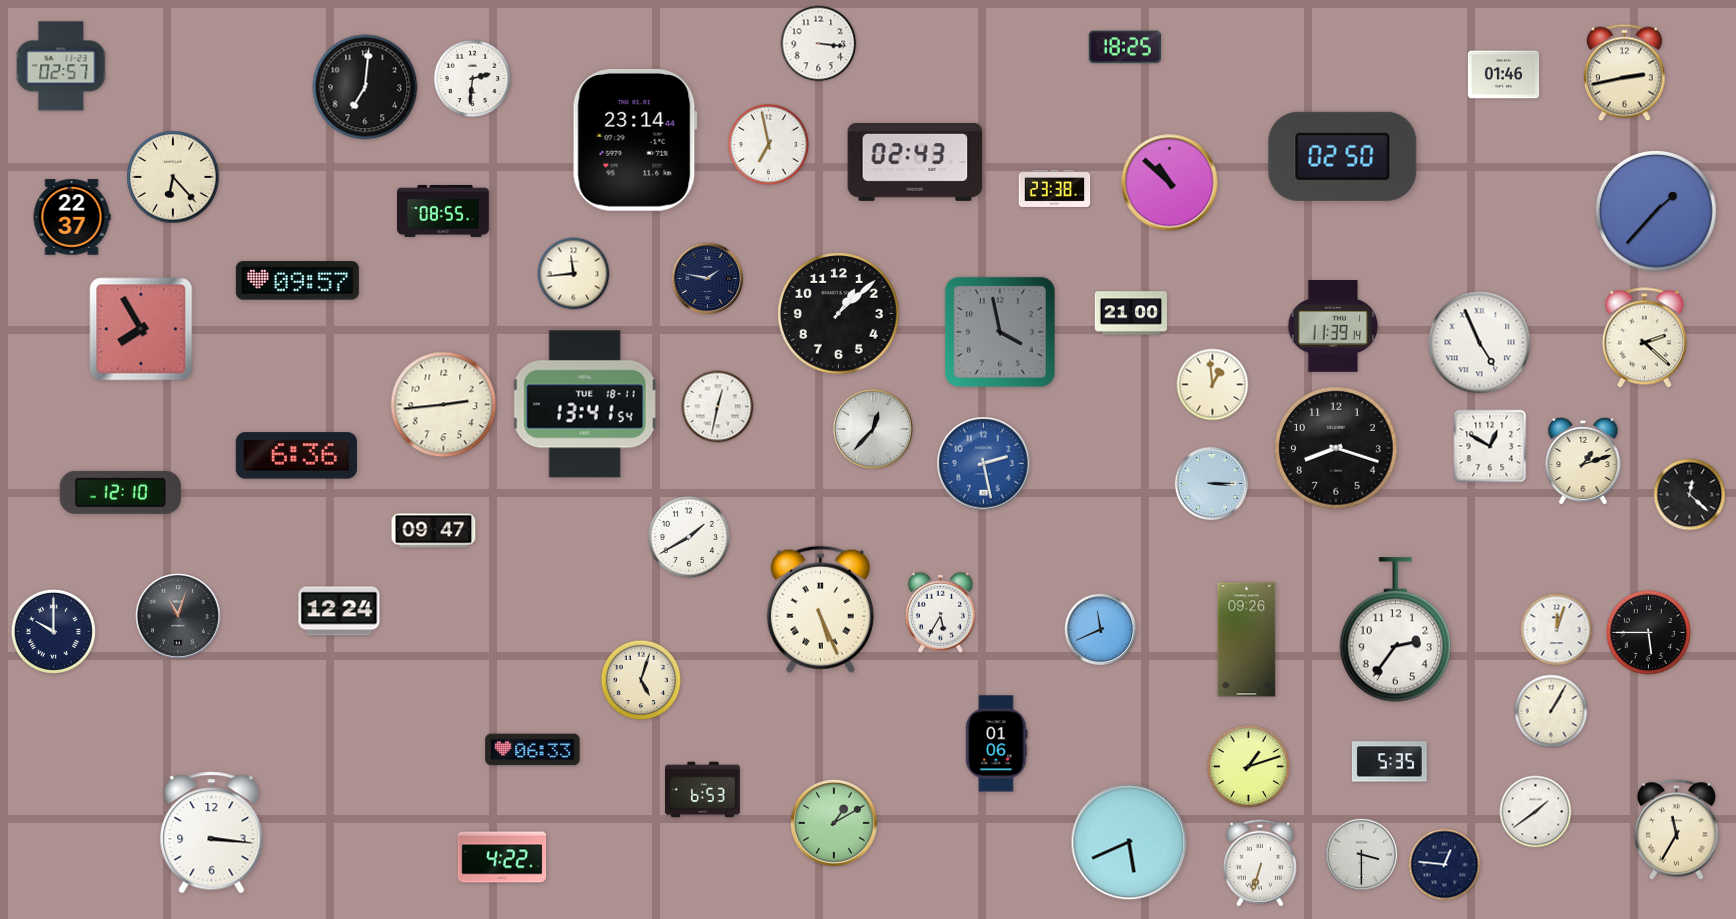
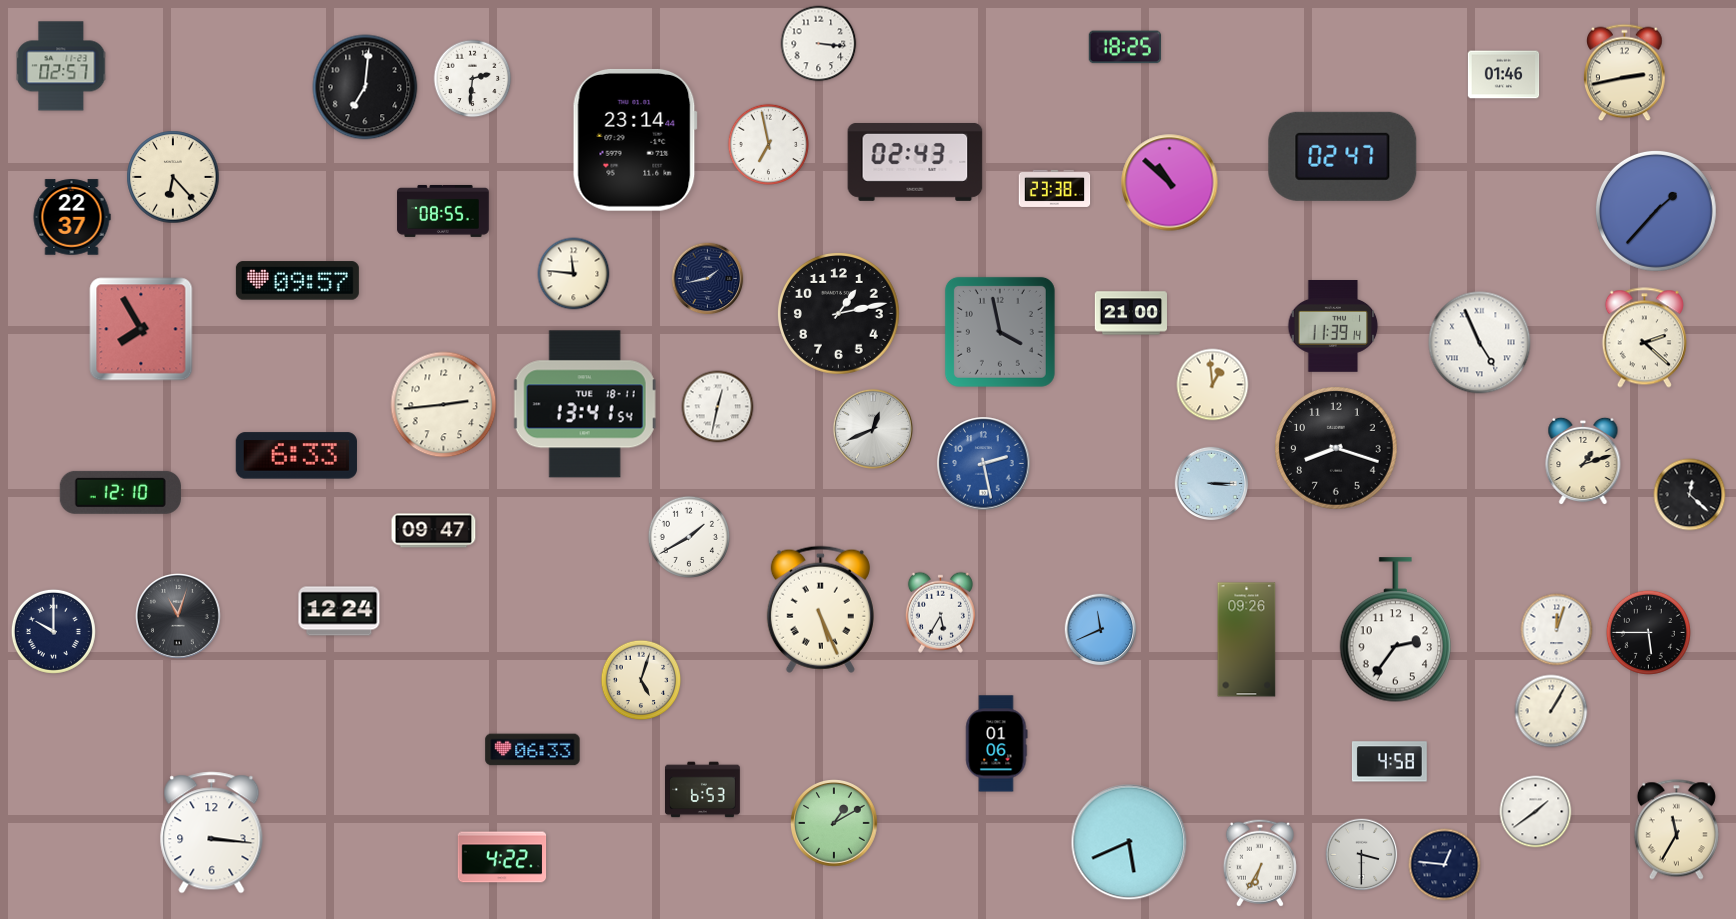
clock at (1343, 156): 02:50 -> 02:47
clock at (574, 274): 11:44 -> 11:46
clock at (708, 279): 1:47 -> 1:43
clock at (839, 314): 1:08 -> 1:13
clock at (873, 429): 12:37 -> 12:41
clock at (1490, 446): 12:50 -> none
clock at (296, 456): 6:36 -> 6:33
clock at (1389, 762): 5:35 -> 4:58
clock at (1248, 766): 1:12 -> none
clock at (1260, 863): 6:33 -> 6:35
